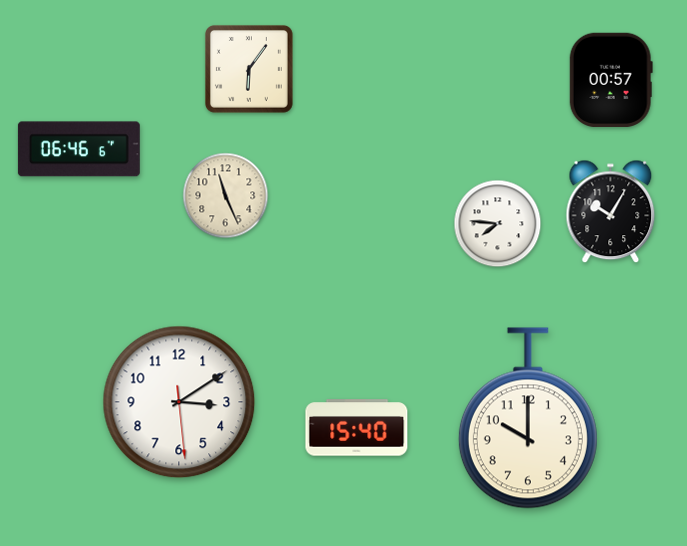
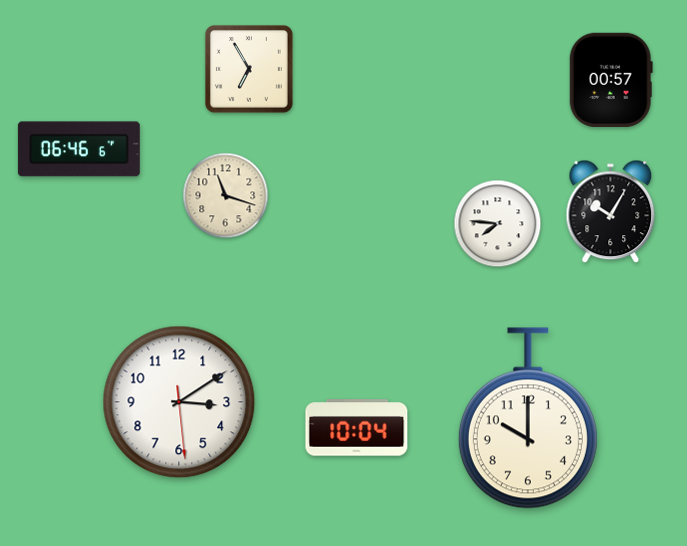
clock at (249, 69): 6:06 -> 6:55
clock at (226, 196): 11:26 -> 11:18
clock at (357, 428): 15:40 -> 10:04
